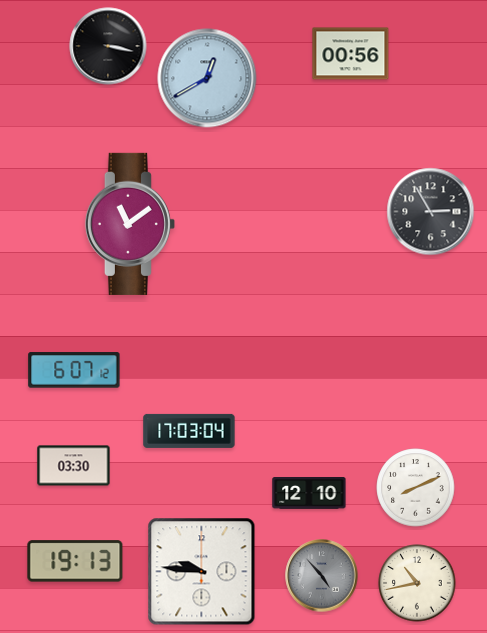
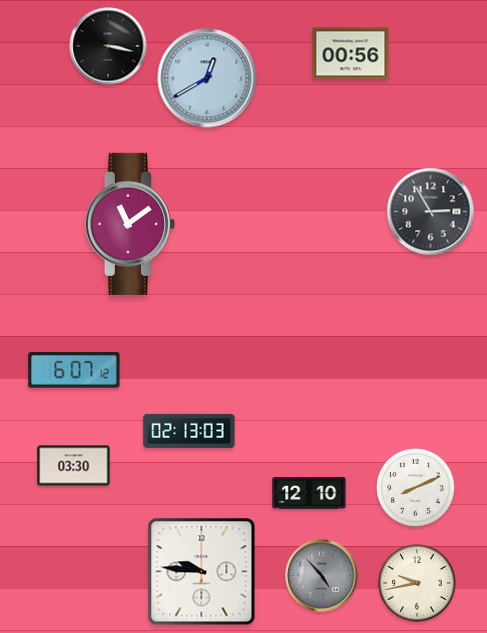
clock at (189, 431): 17:03 -> 02:13
clock at (75, 561): 19:13 -> none
clock at (417, 583): 10:43 -> 9:43
